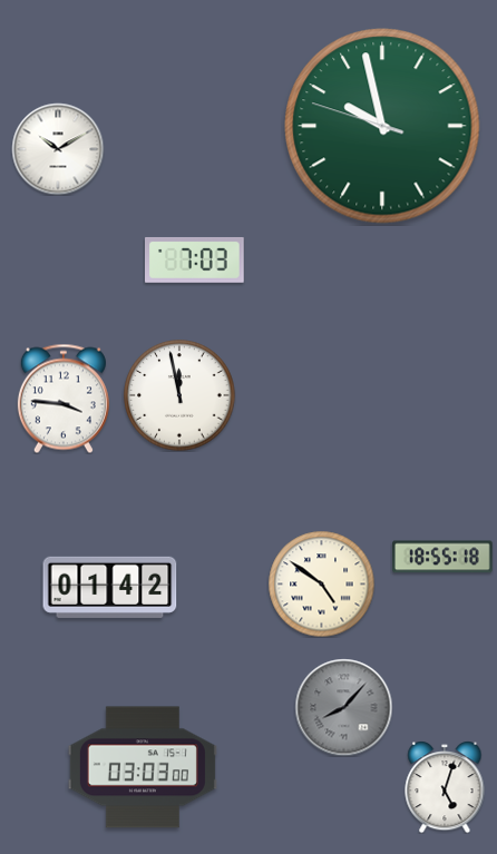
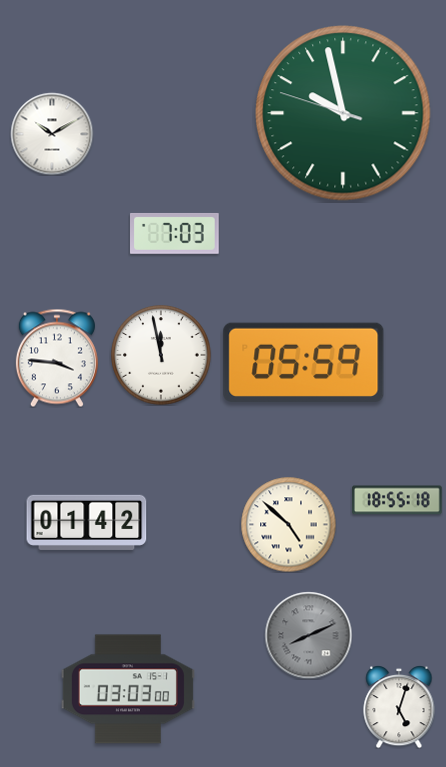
clock at (304, 362): none -> 05:59
clock at (321, 583): 4:51 -> 4:52
clock at (110, 587) position: (110, 587) -> (87, 522)
clock at (343, 707): 8:07 -> 8:11
